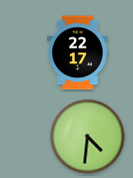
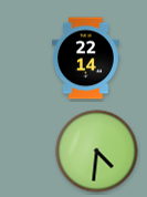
clock at (78, 53): 22:17 -> 22:14
